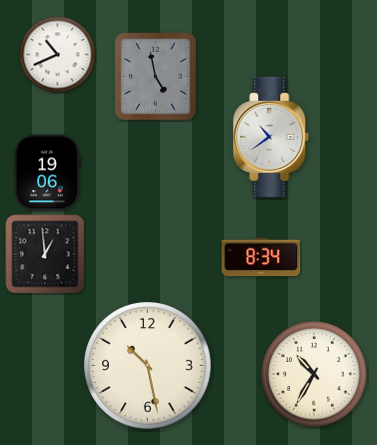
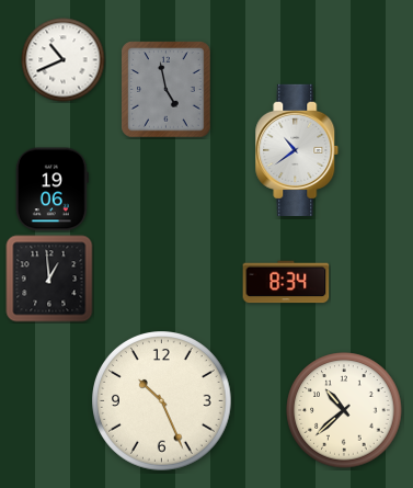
clock at (156, 77) position: (156, 77) -> (167, 90)
clock at (148, 366): 10:28 -> 10:26
clock at (314, 374): 10:35 -> 10:38
